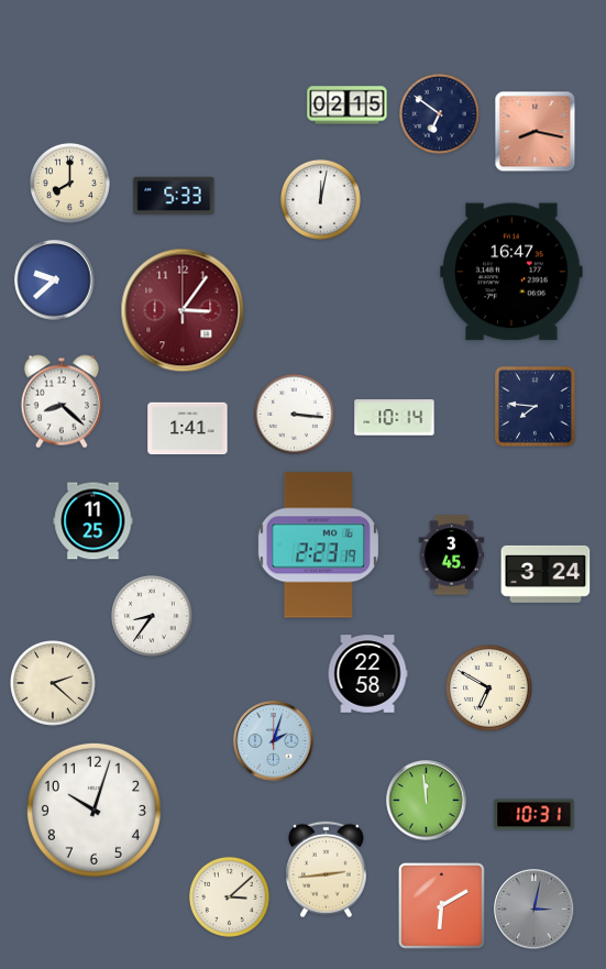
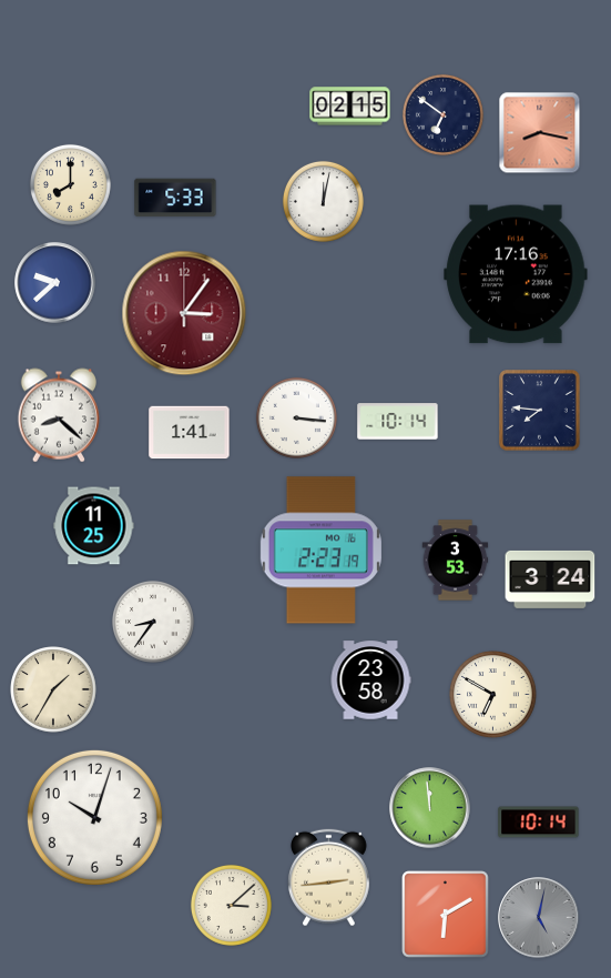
clock at (511, 272): 16:47 -> 17:16
clock at (60, 401) position: (60, 401) -> (58, 415)
clock at (452, 555): 3:45 -> 3:53
clock at (367, 674): 22:58 -> 23:58
clock at (53, 683): 2:22 -> 1:35
clock at (274, 741): 2:03 -> none
clock at (535, 815): 10:31 -> 10:14
clock at (535, 910): 3:02 -> 5:02
